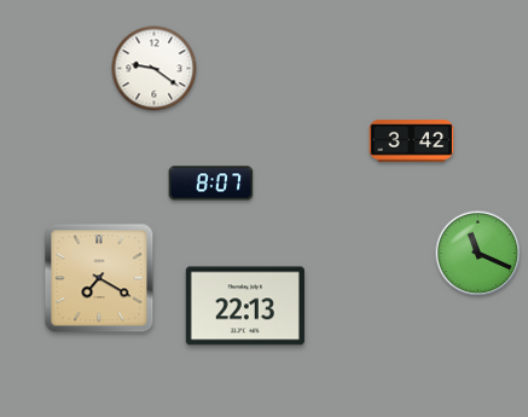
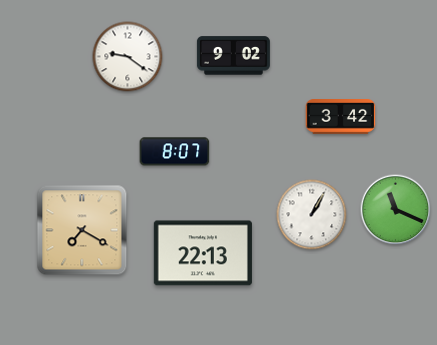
clock at (233, 56): none -> 9:02
clock at (312, 215): none -> 1:05
